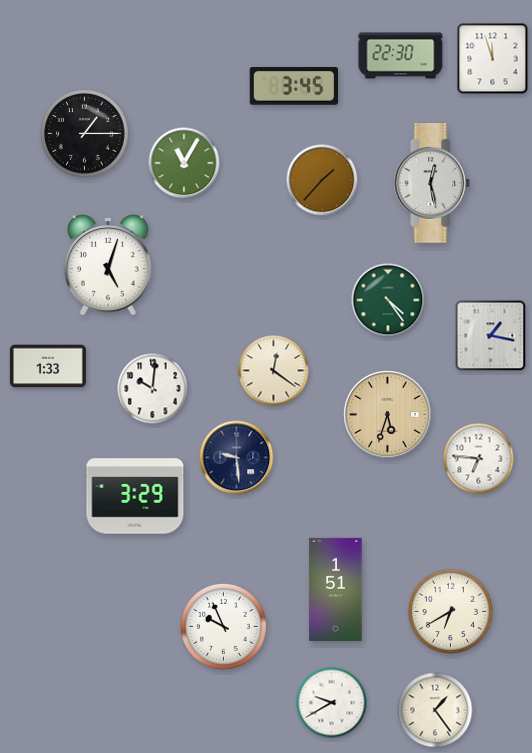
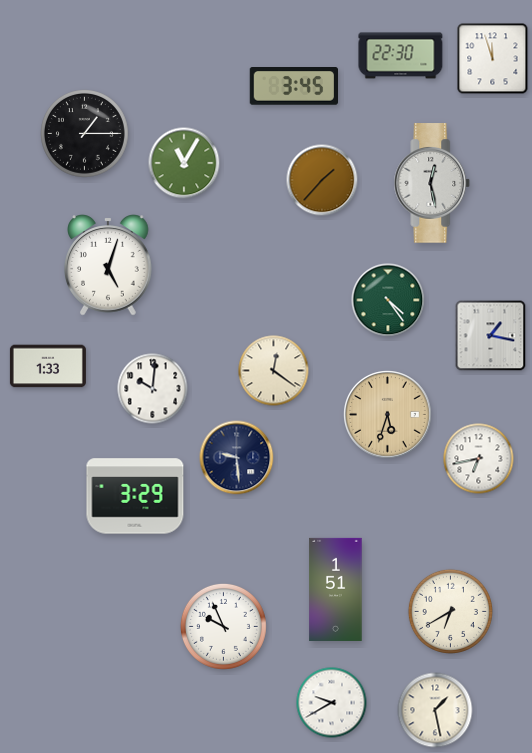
clock at (479, 459): 6:46 -> 6:43
clock at (435, 710): 1:24 -> 1:28
